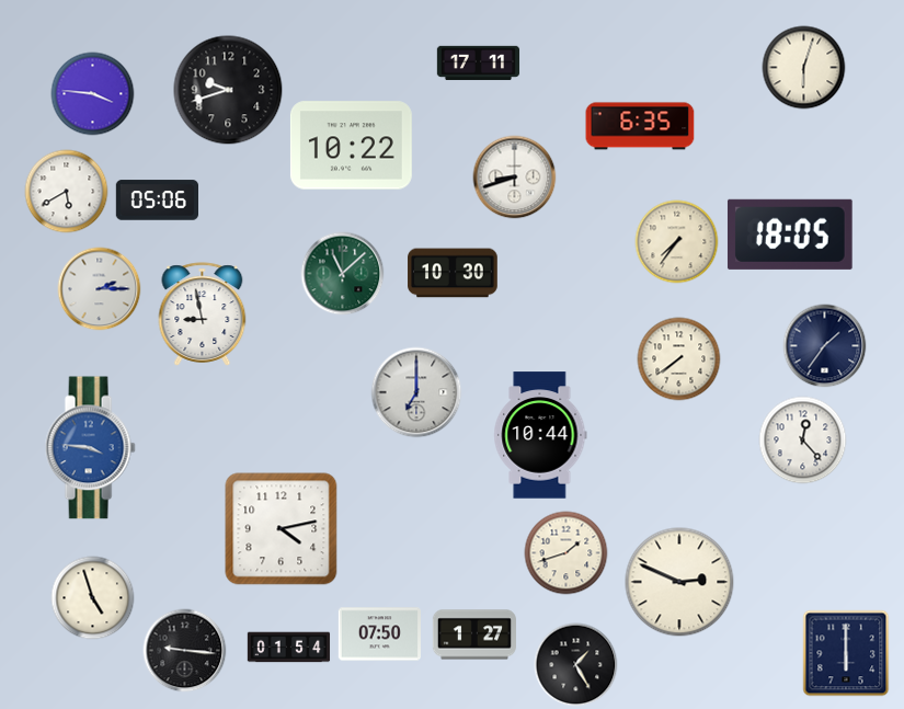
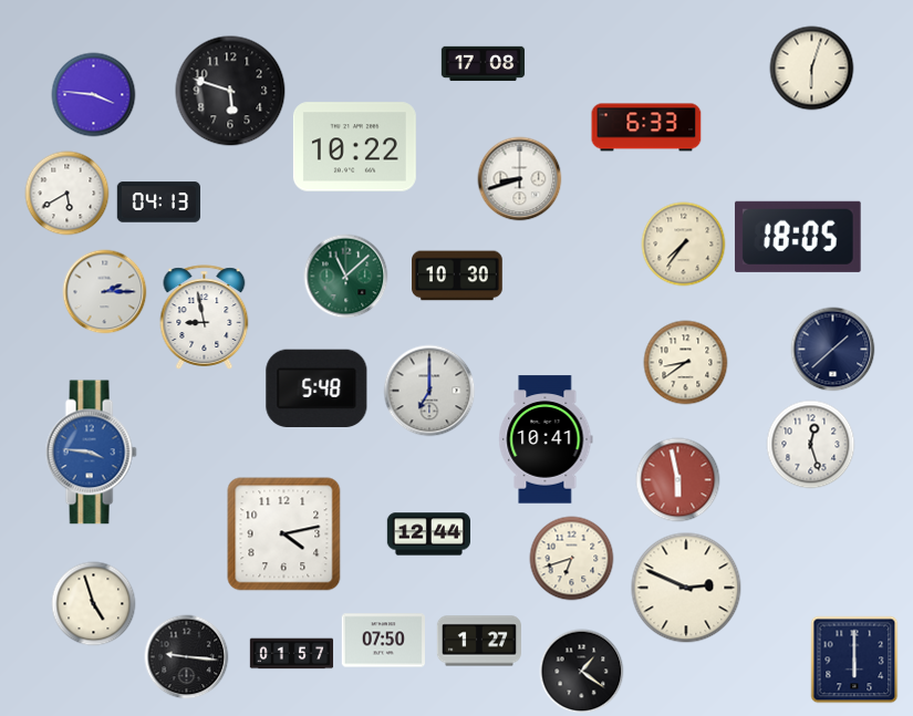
clock at (479, 64): 17:11 -> 17:08
clock at (228, 90): 9:42 -> 5:48
clock at (640, 126): 6:35 -> 6:33
clock at (157, 201): 05:06 -> 04:13
clock at (100, 289) position: (100, 289) -> (105, 292)
clock at (825, 346): 1:36 -> 1:38
clock at (679, 359): 7:39 -> 8:39
clock at (317, 387): none -> 5:48
clock at (416, 392) position: (416, 392) -> (429, 391)
clock at (540, 435): 10:44 -> 10:41
clock at (803, 441): 12:23 -> 12:27
clock at (678, 480): none -> 5:58
clock at (428, 535): none -> 12:44
clock at (567, 553): 1:42 -> 6:42
clock at (289, 648): 01:54 -> 01:57
clock at (576, 665): 1:25 -> 1:21
